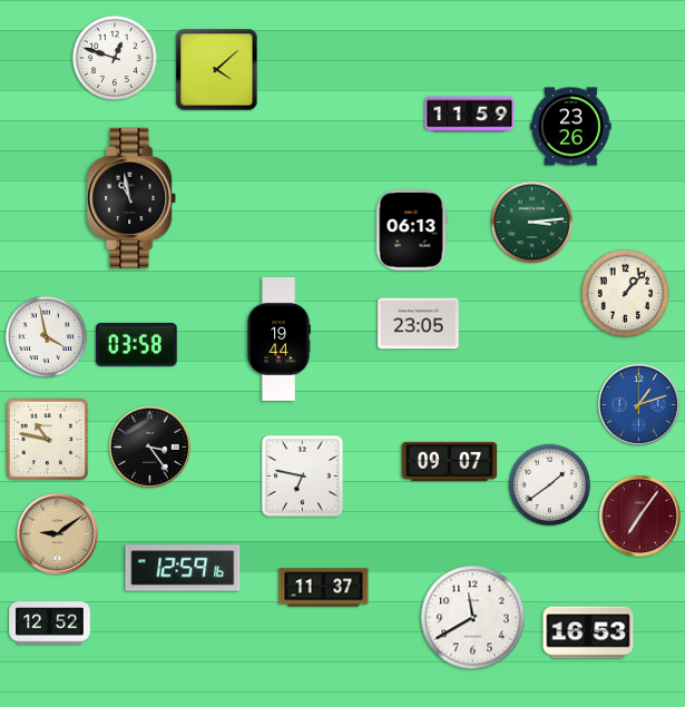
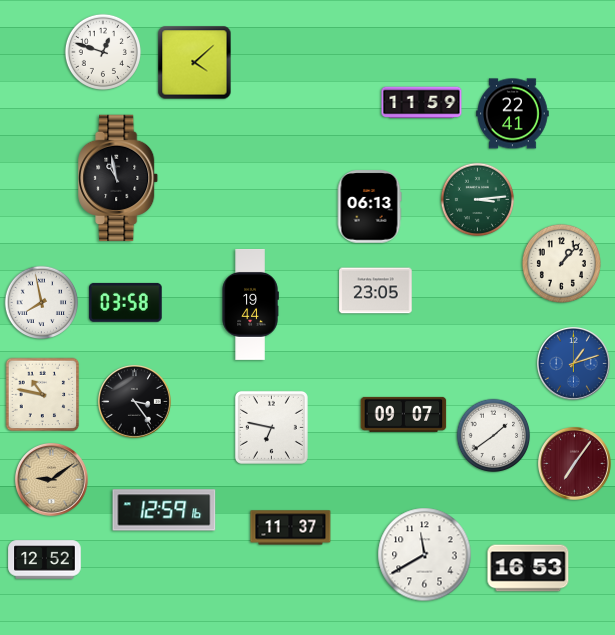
clock at (571, 127): 23:26 -> 22:41
clock at (47, 337): 3:58 -> 7:58
clock at (137, 344) position: (137, 344) -> (126, 302)
